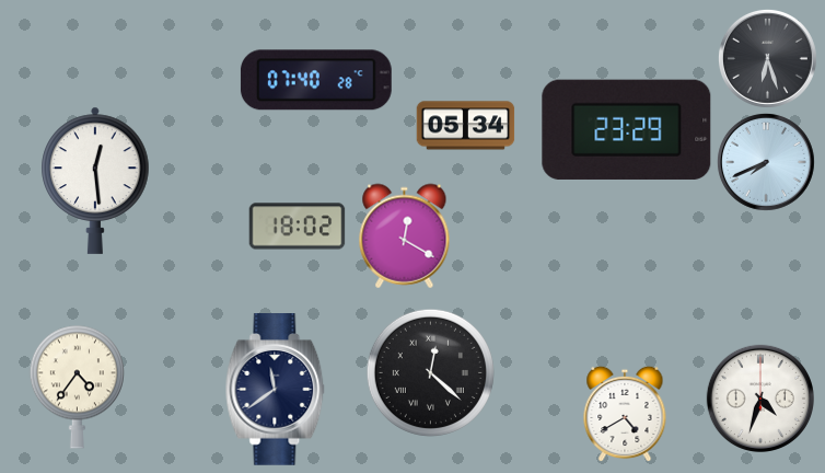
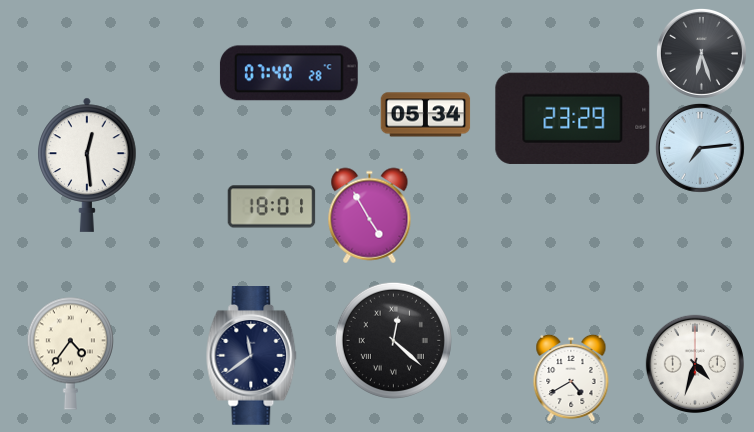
clock at (766, 162): 7:41 -> 7:14
clock at (298, 227): 18:02 -> 18:01
clock at (405, 236): 12:20 -> 4:55
